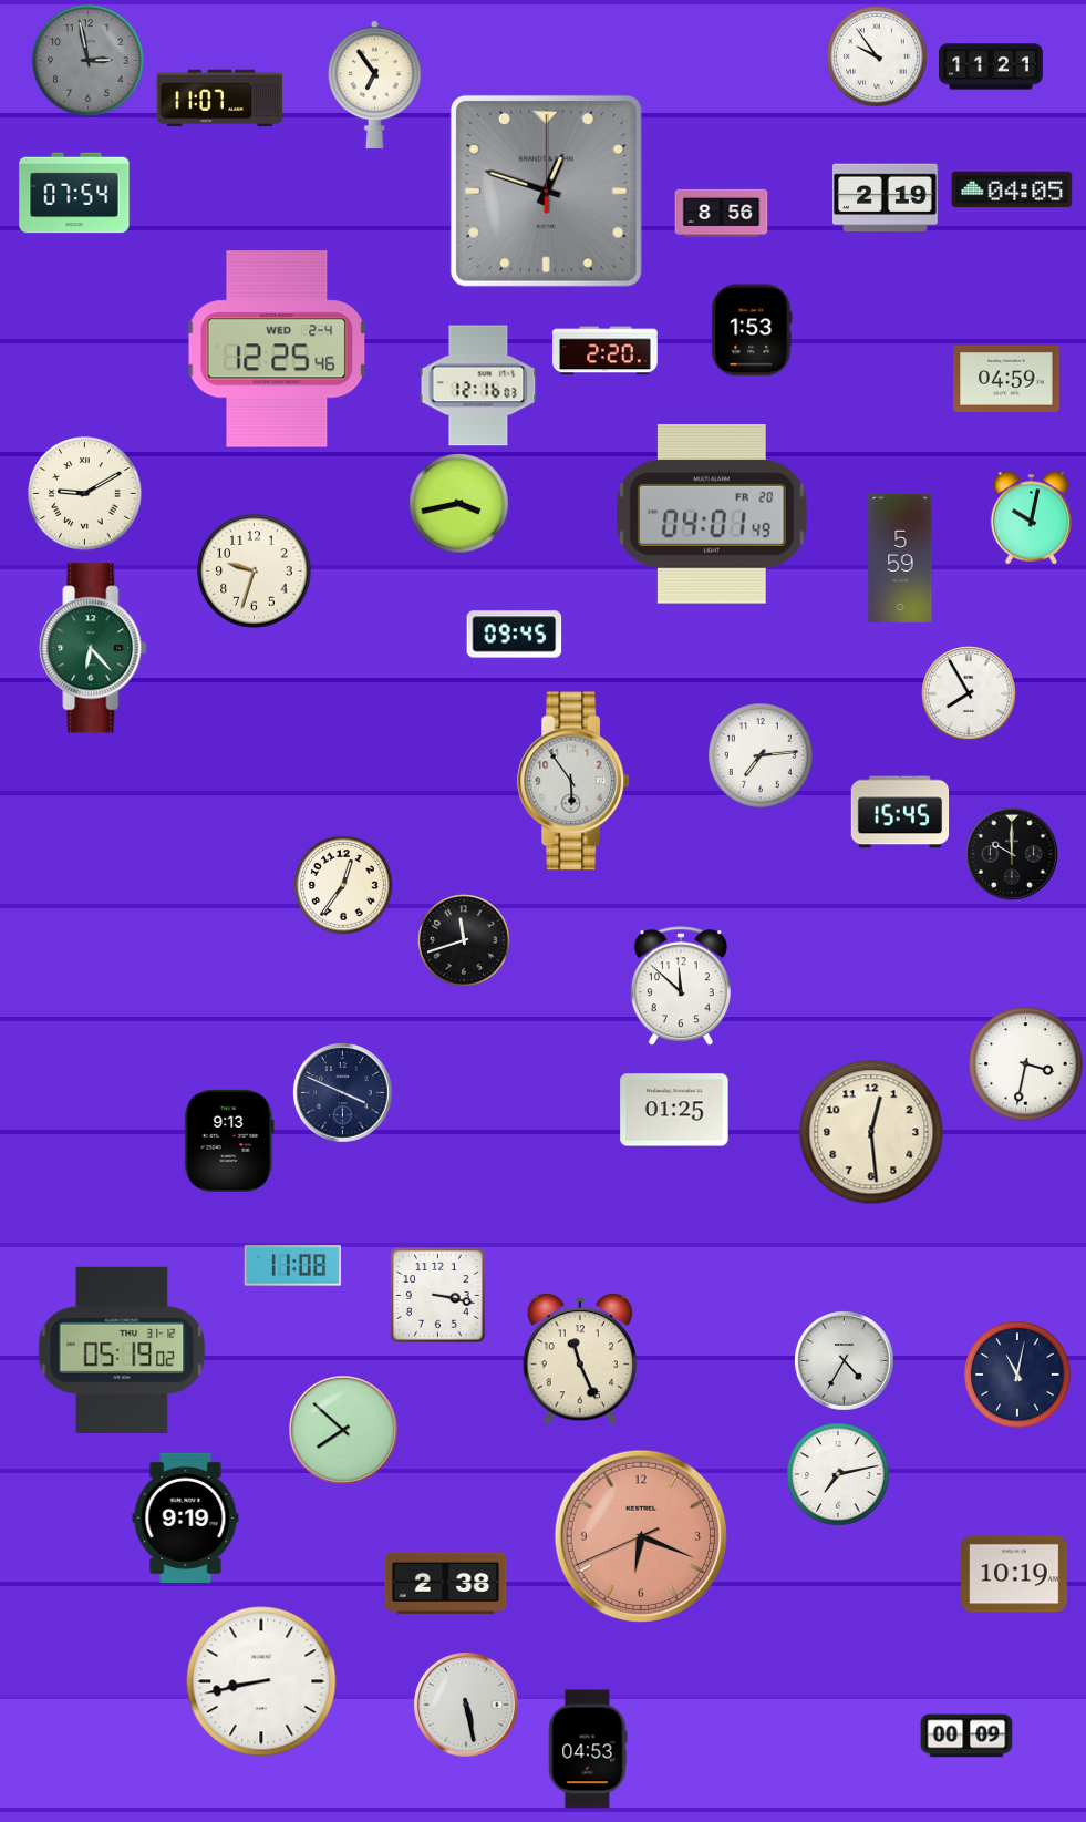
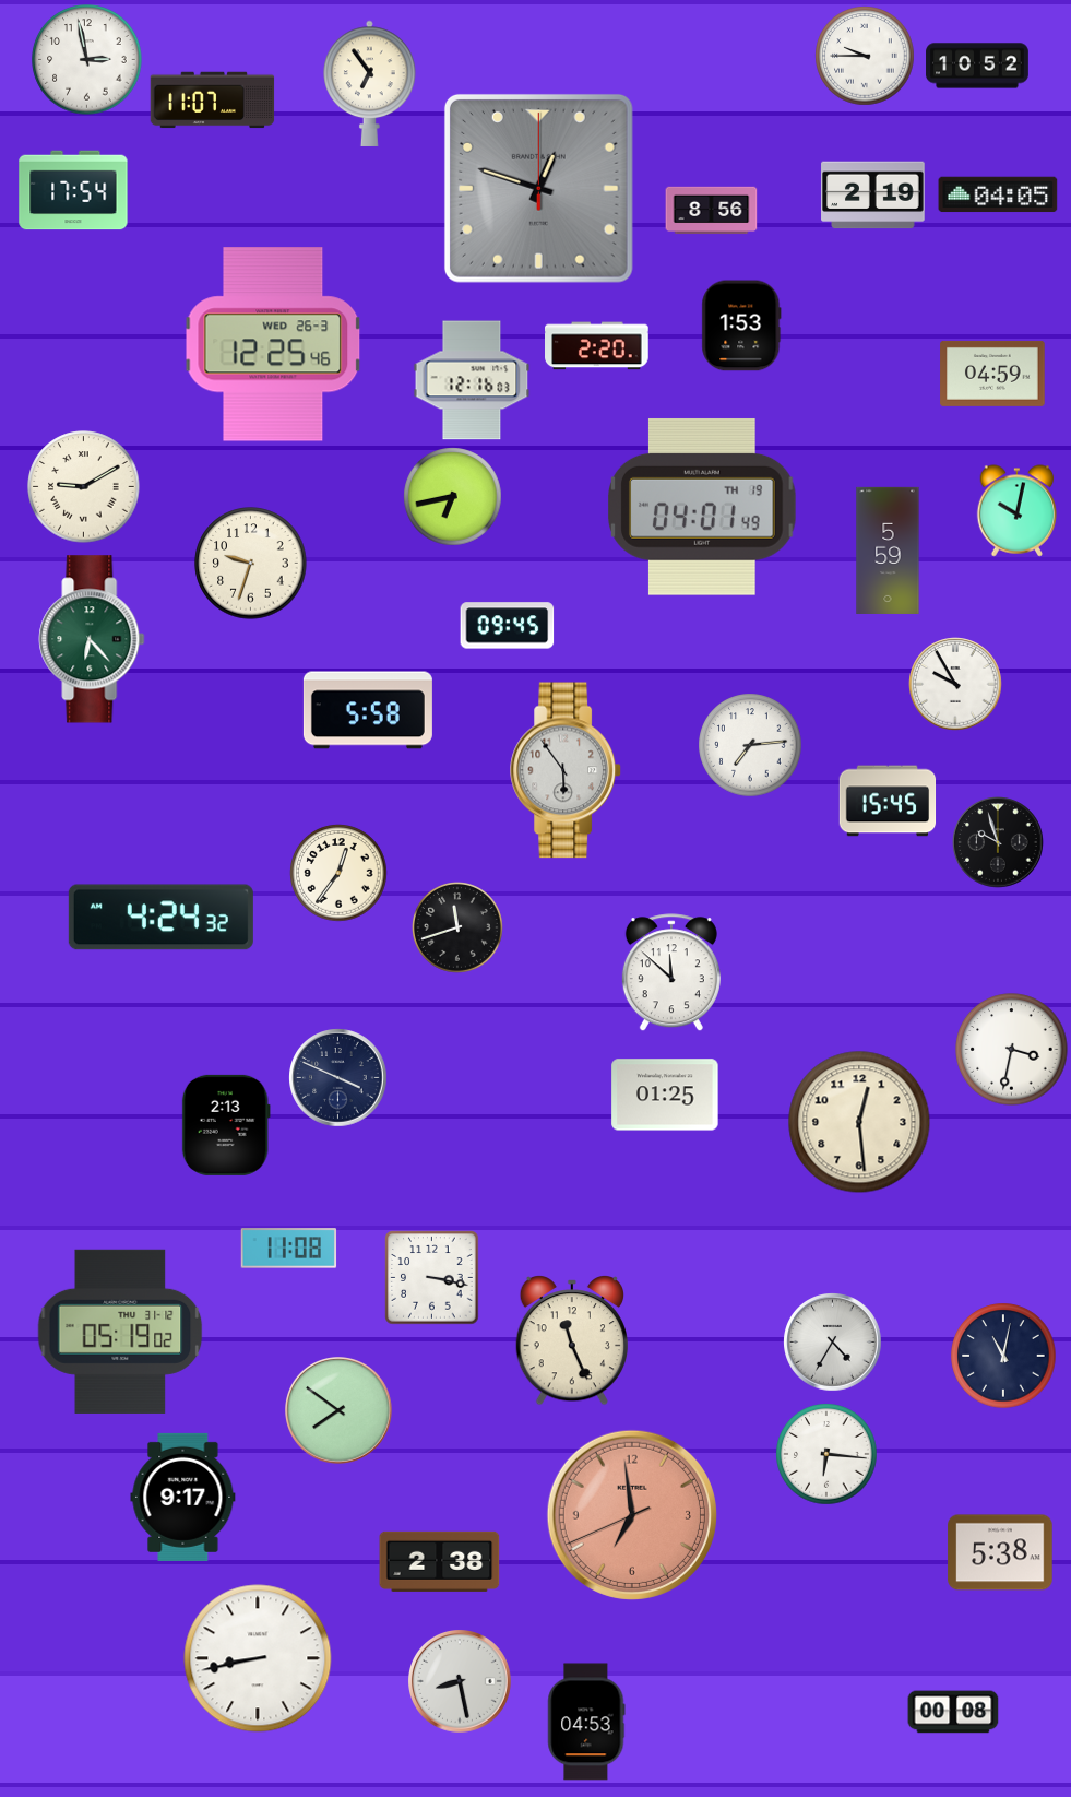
clock at (877, 56): 9:54 -> 9:45
clock at (89, 61) dial: grey -> white
clock at (991, 66): 11:21 -> 10:52
clock at (220, 99) position: (220, 99) -> (213, 101)
clock at (1012, 189) position: (1012, 189) -> (998, 194)
clock at (74, 193): 07:54 -> 17:54
clock at (277, 349) date: WED 2-4 -> WED 26-3
clock at (459, 504): 3:43 -> 6:43
clock at (712, 514) date: FR 20 -> TH 19
clock at (969, 693): 7:55 -> 9:55
clock at (368, 710): none -> 5:58
clock at (1012, 854): 10:00 -> 9:57
clock at (160, 918): none -> 4:24
clock at (871, 1132) position: (871, 1132) -> (859, 1122)
clock at (229, 1141): 9:13 -> 2:13
clock at (344, 1431): 7:52 -> 7:51
clock at (838, 1474): 7:13 -> 6:16
clock at (186, 1517): 9:19 -> 9:17
clock at (641, 1536): 6:18 -> 6:58
clock at (1014, 1574): 10:19 -> 5:38
clock at (467, 1706): 5:28 -> 8:28
clock at (966, 1736): 00:09 -> 00:08
clock at (588, 1749) position: (588, 1749) -> (586, 1722)
